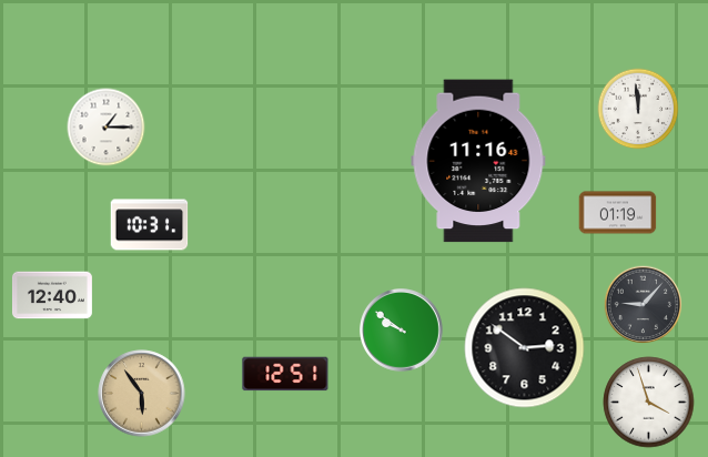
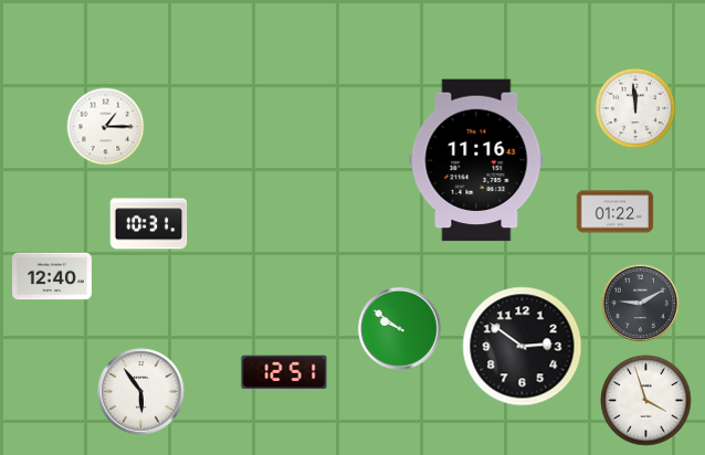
clock at (618, 213): 01:19 -> 01:22
clock at (52, 295) position: (52, 295) -> (52, 276)
clock at (644, 305): 9:07 -> 9:10
clock at (142, 394) dial: champagne -> white
